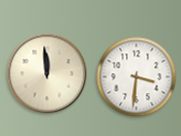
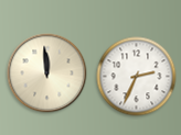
clock at (137, 77): 3:31 -> 2:34
